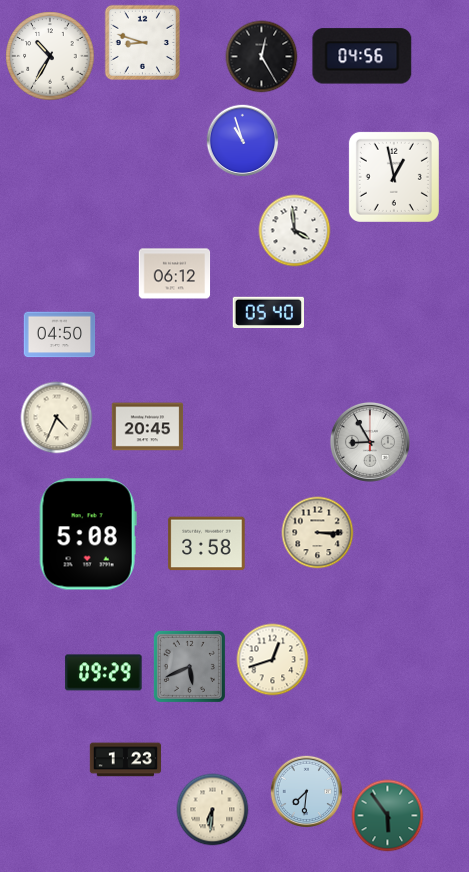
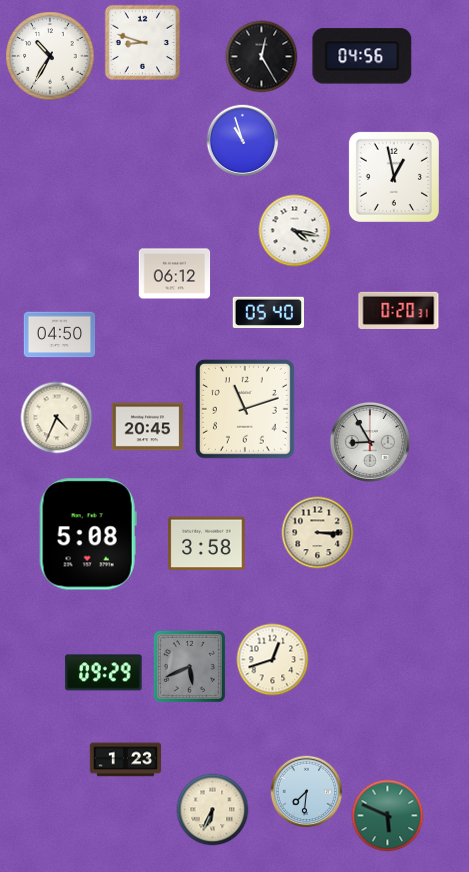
clock at (295, 231): 3:59 -> 4:17
clock at (399, 310): none -> 0:20
clock at (245, 409): none -> 11:12
clock at (213, 810): 6:31 -> 6:34
clock at (388, 816): 5:54 -> 5:49
